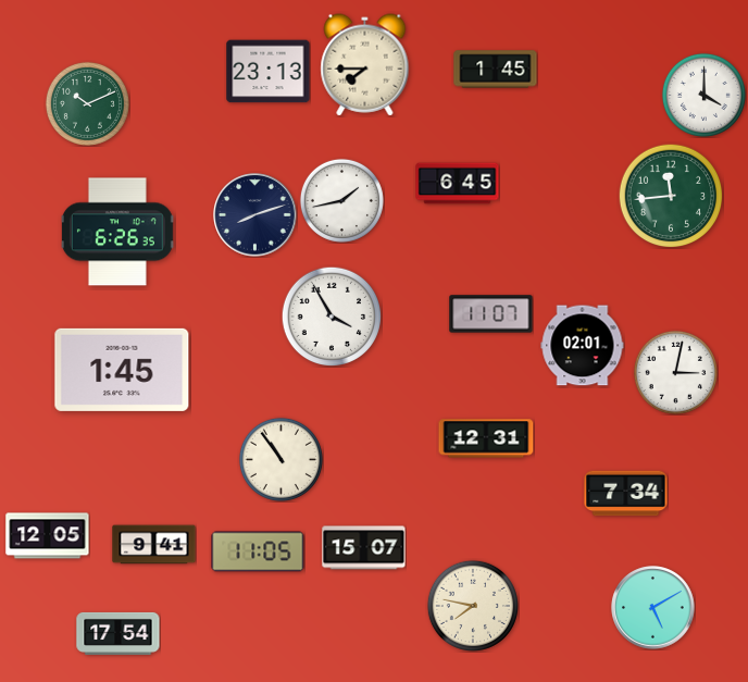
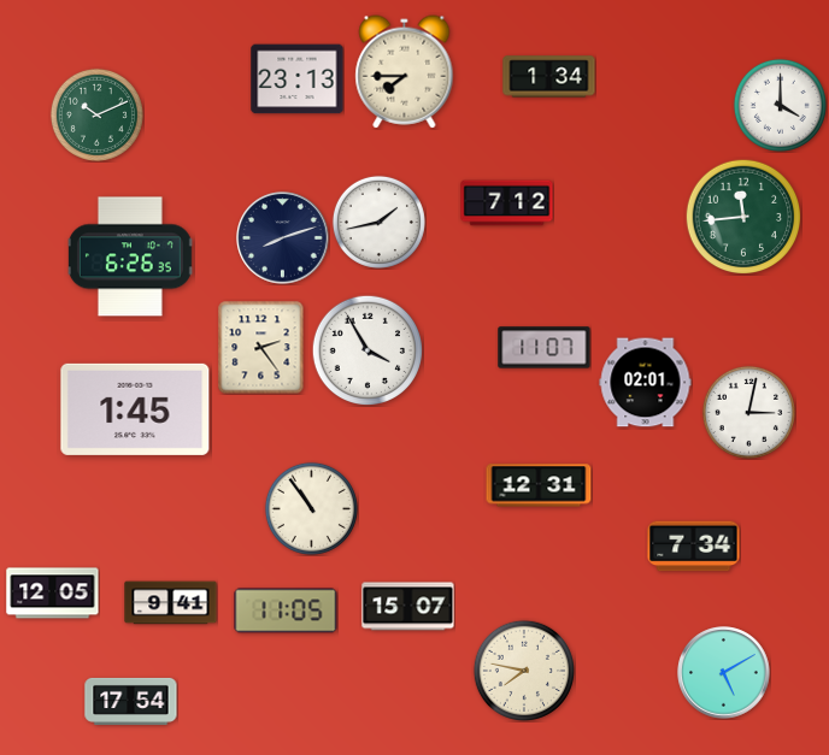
clock at (496, 70): 1:45 -> 1:34
clock at (458, 184): 6:45 -> 7:12
clock at (261, 347): none -> 2:24
clock at (364, 548) position: (364, 548) -> (408, 607)
